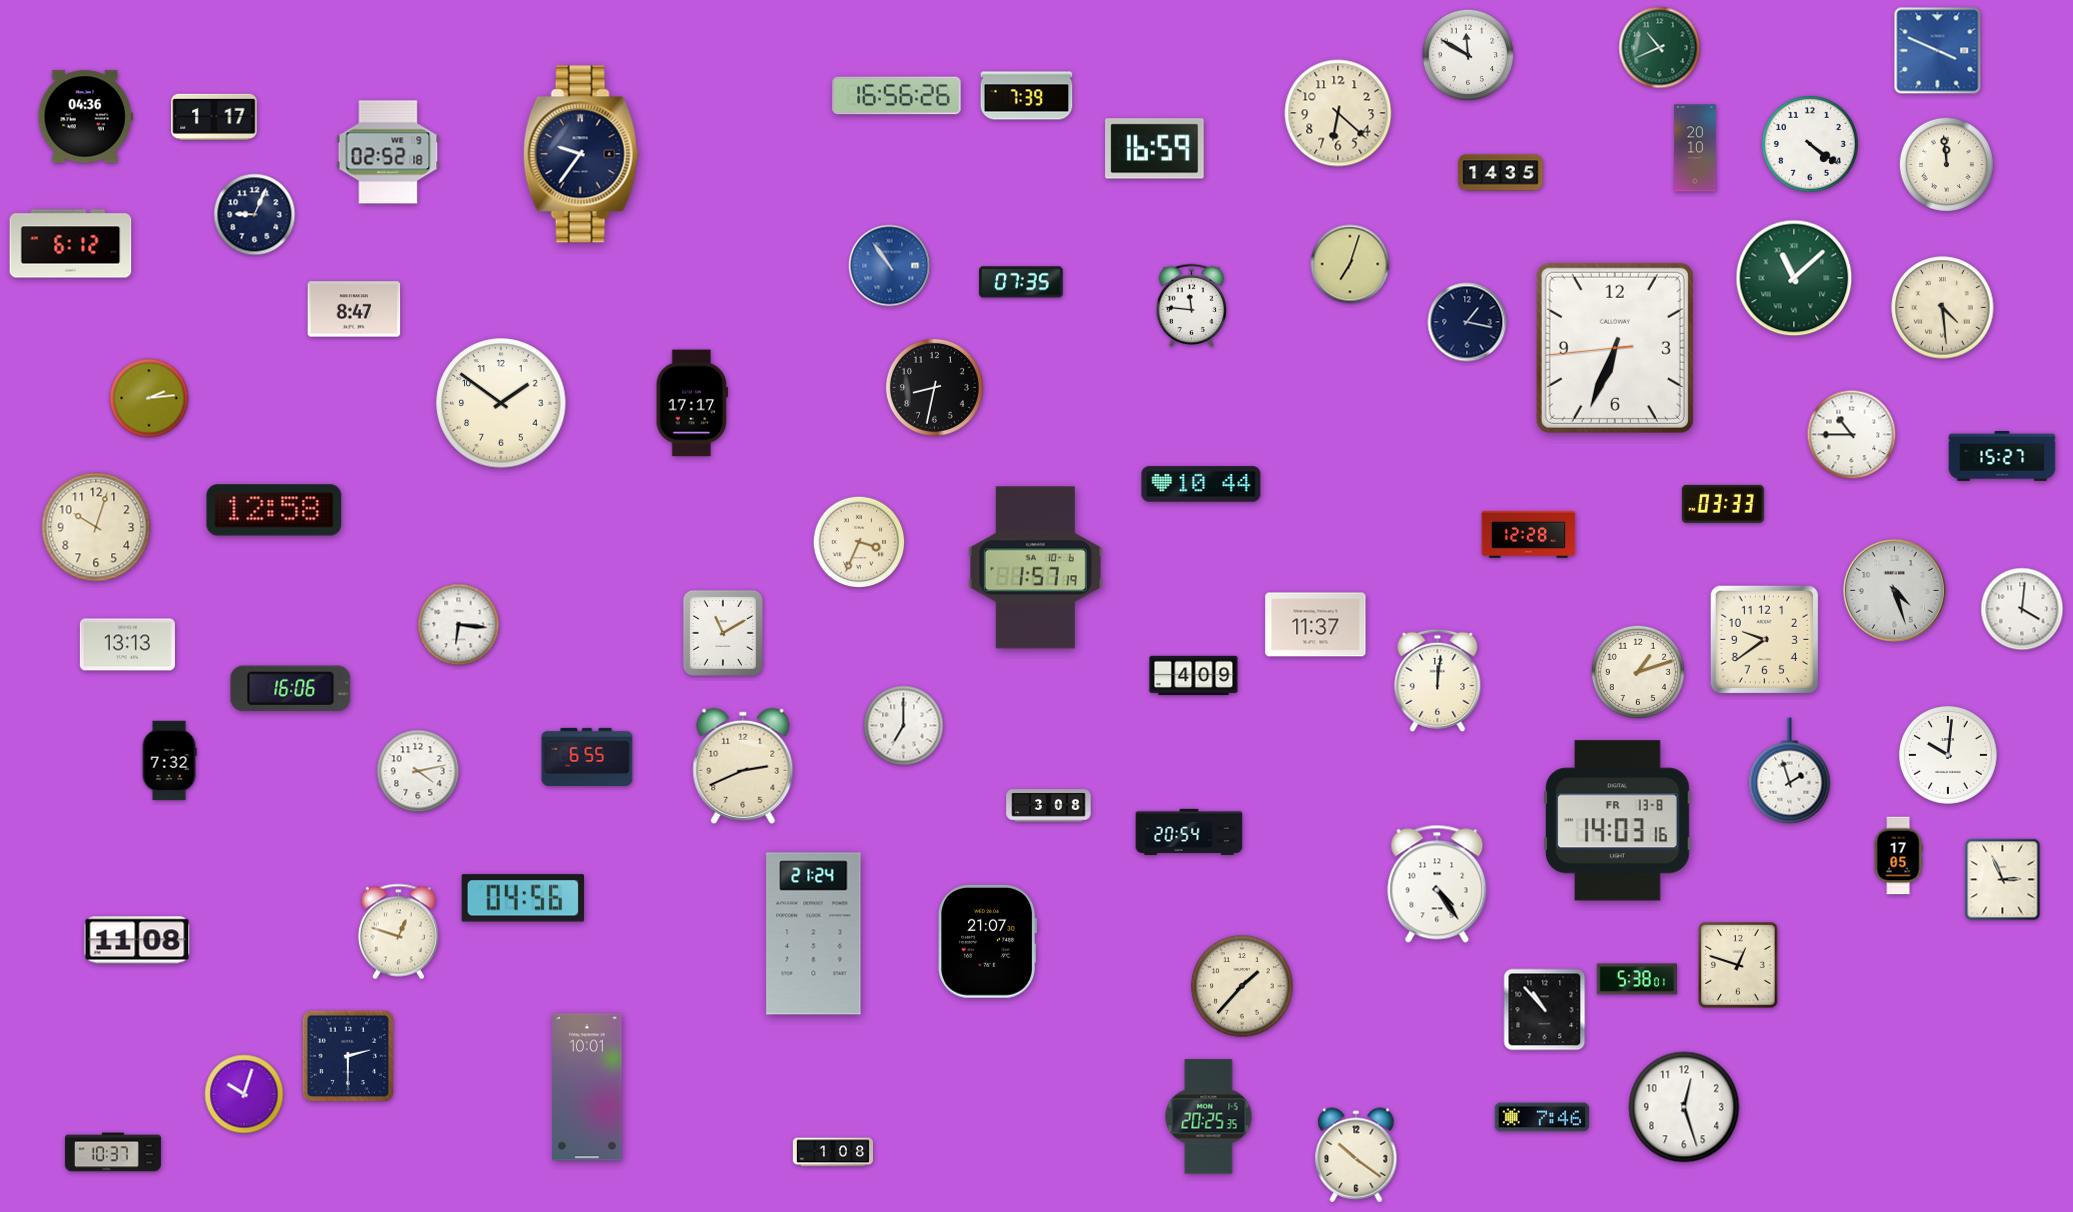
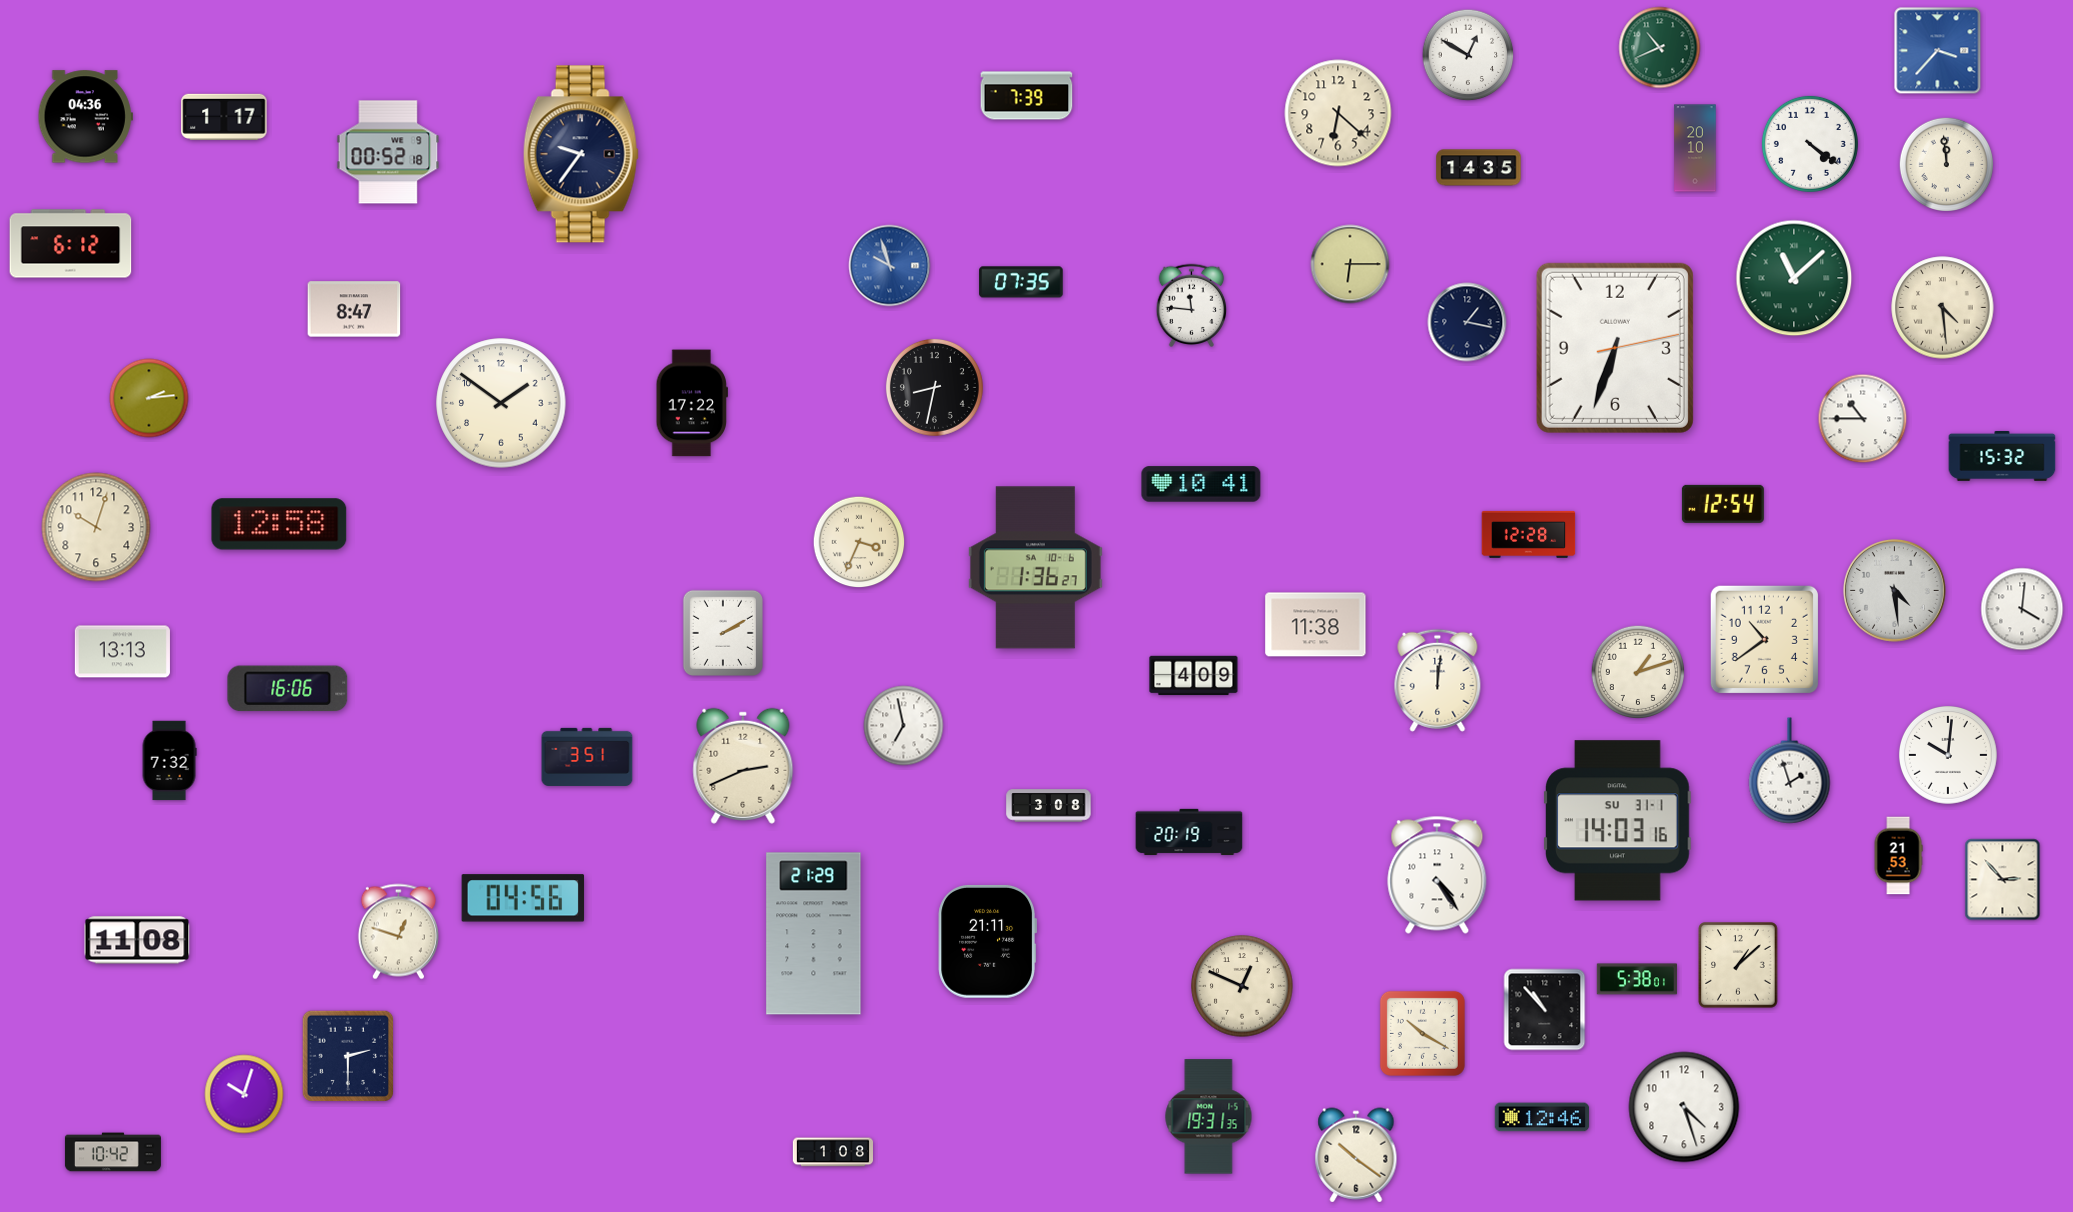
clock at (1938, 51): 3:49 -> 3:37
clock at (1468, 55): 11:50 -> 12:50
clock at (897, 96): 16:56 -> none
clock at (214, 117) position: (214, 117) -> (224, 117)
clock at (1155, 149): 16:59 -> none
clock at (388, 152): 02:52 -> 00:52
clock at (1501, 173) position: (1501, 173) -> (1479, 168)
clock at (255, 215): 9:04 -> none
clock at (1350, 264): 7:03 -> 6:15
clock at (890, 266): 10:54 -> 9:57
clock at (1615, 348): 6:33:44 -> 6:33:13
clock at (691, 403): 17:17 -> 17:22
clock at (1852, 435) position: (1852, 435) -> (1863, 419)
clock at (2002, 456): 15:27 -> 15:32
clock at (1201, 484): 10:44 -> 10:41
clock at (1723, 504): 03:33 -> 12:54
clock at (274, 510) position: (274, 510) -> (279, 524)
clock at (1035, 568): 1:57 -> 1:36
clock at (1894, 590): 4:27 -> 4:29
clock at (459, 625): 6:16 -> none
clock at (1316, 625): 11:37 -> 11:38
clock at (723, 633): 11:10 -> 2:10
clock at (1764, 639): 9:39 -> 10:39
clock at (127, 645) position: (127, 645) -> (122, 652)
clock at (291, 689) position: (291, 689) -> (288, 689)
clock at (904, 726): 7:00 -> 6:58
clock at (587, 757): 6:55 -> 3:51
clock at (418, 771): 4:13 -> none
clock at (1617, 821) date: FR 13-8 -> SU 31-1
clock at (1189, 832): 20:54 -> 20:19
clock at (1898, 856): 17:05 -> 21:53
clock at (2003, 880): 2:56 -> 2:53
clock at (1437, 884) position: (1437, 884) -> (1437, 875)
clock at (814, 934): 21:24 -> 21:29
clock at (987, 941): 21:07 -> 21:11
clock at (1738, 965): 12:48 -> 1:08
clock at (1242, 986): 1:37 -> 12:49
clock at (1422, 1033): none -> 10:20
clock at (587, 1087): 10:01 -> none
clock at (1684, 1107): 12:27 -> 4:27
clock at (1209, 1117): 20:25 -> 19:31
clock at (1542, 1117): 7:46 -> 12:46
clock at (113, 1152): 10:37 -> 10:42
